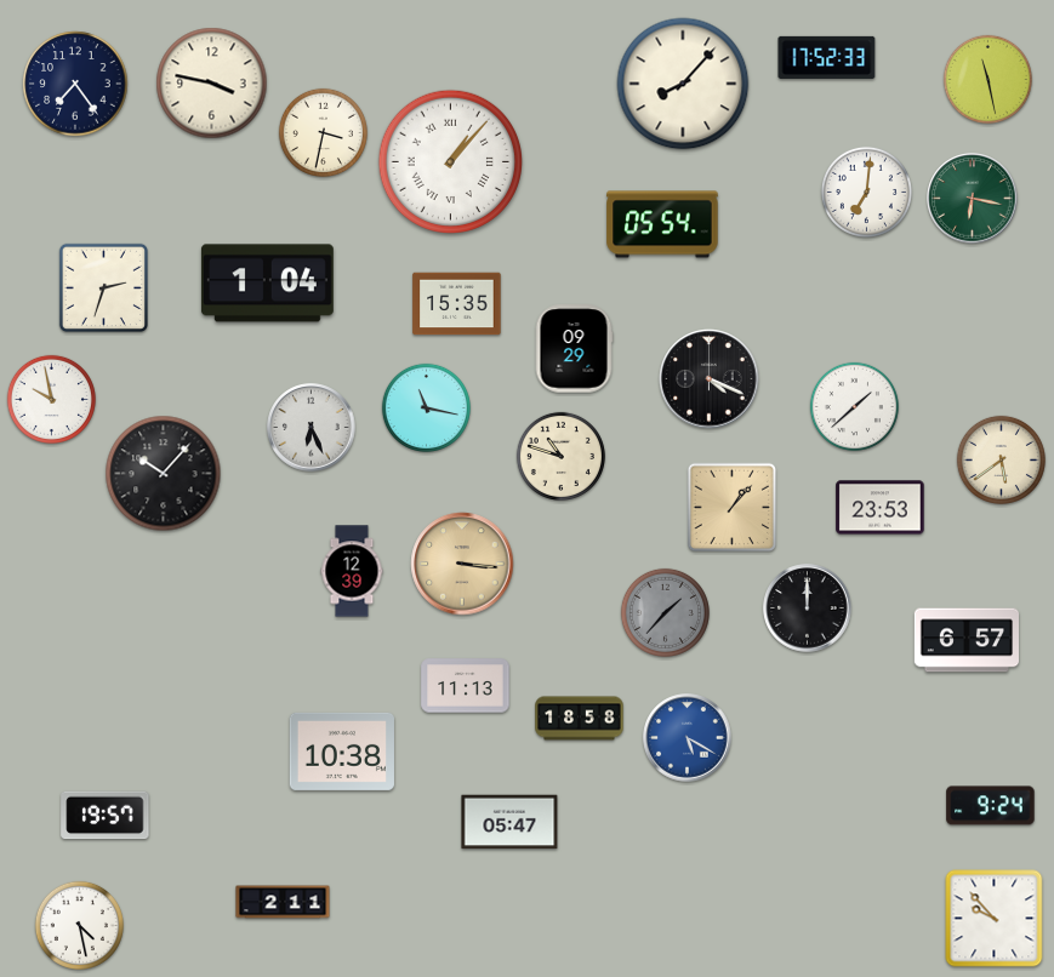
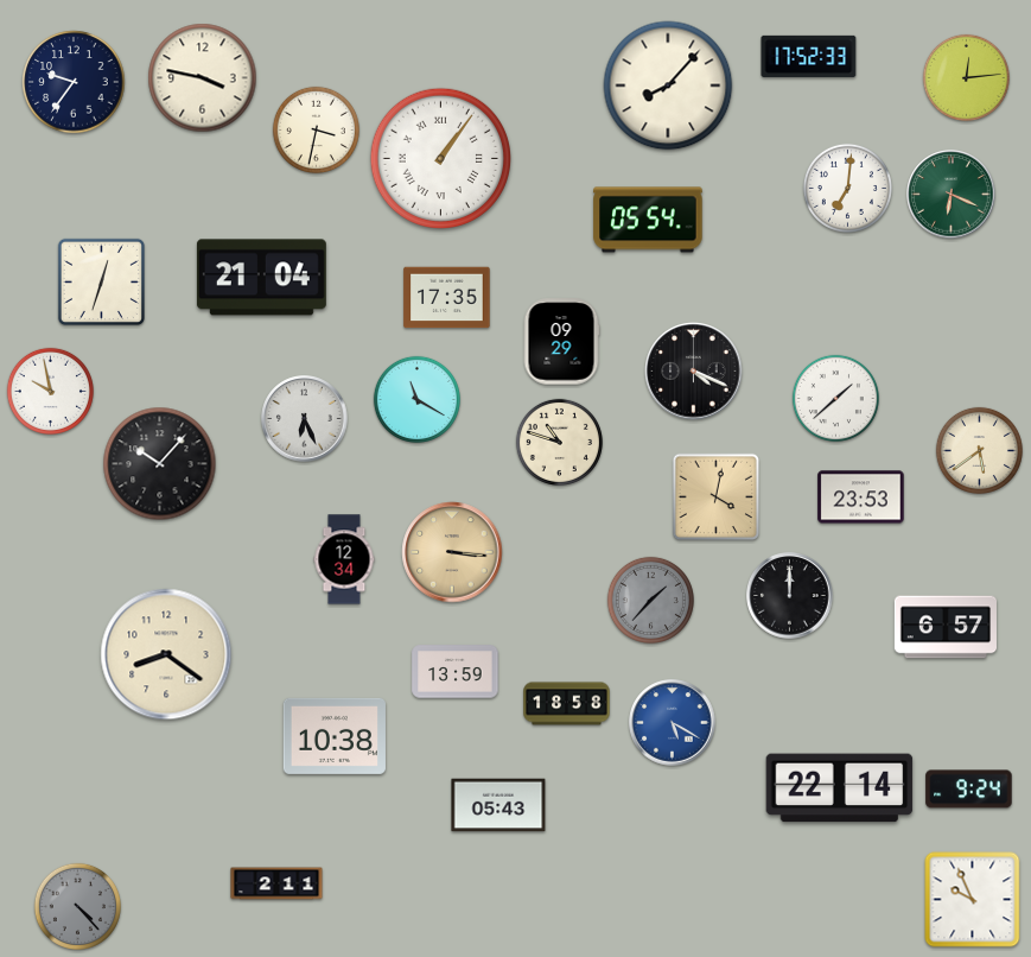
clock at (987, 79): 11:28 -> 12:14
clock at (75, 84): 7:24 -> 9:36
clock at (212, 84) position: (212, 84) -> (203, 78)
clock at (683, 84) position: (683, 84) -> (668, 85)
clock at (450, 161): 1:07 -> 1:06
clock at (973, 199): 6:17 -> 6:19
clock at (267, 284): 1:04 -> 21:04
clock at (103, 287): 2:33 -> 12:33
clock at (457, 304): 15:35 -> 17:35
clock at (426, 407): 11:17 -> 11:20
clock at (560, 456) position: (560, 456) -> (559, 442)
clock at (733, 508): 1:07 -> 4:02
clock at (352, 571): 12:39 -> 12:34
clock at (166, 654): none -> 8:21
clock at (466, 686): 11:13 -> 13:59
clock at (840, 788): none -> 22:14
clock at (106, 816): 19:57 -> none
clock at (509, 822): 05:47 -> 05:43
clock at (995, 919): 9:53 -> 9:56
clock at (79, 925): 4:28 -> 4:23
clock at (79, 925) dial: white -> grey
